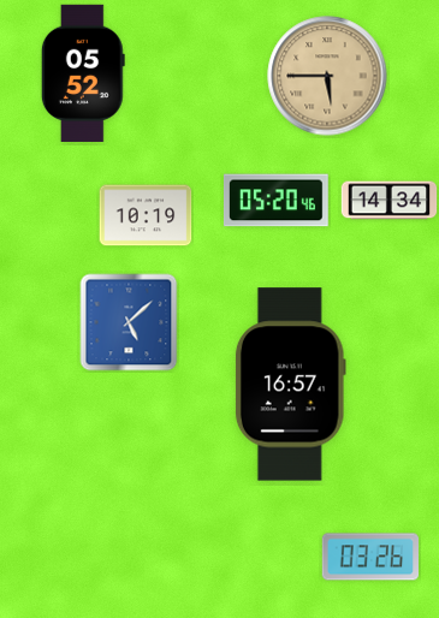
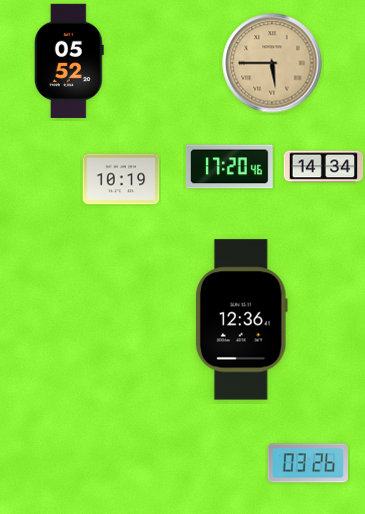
clock at (275, 201): 05:20 -> 17:20
clock at (129, 322): 5:08 -> none
clock at (290, 385): 16:57 -> 12:36
